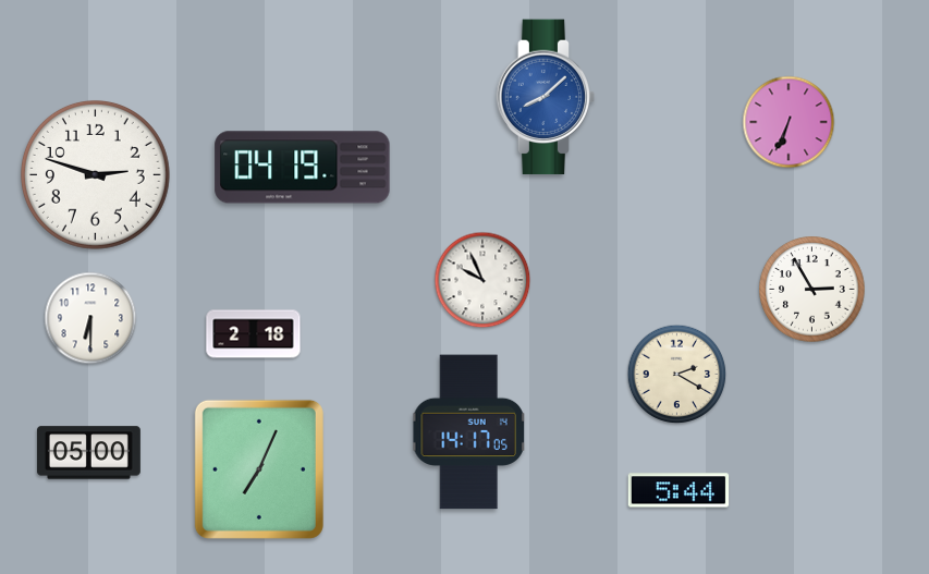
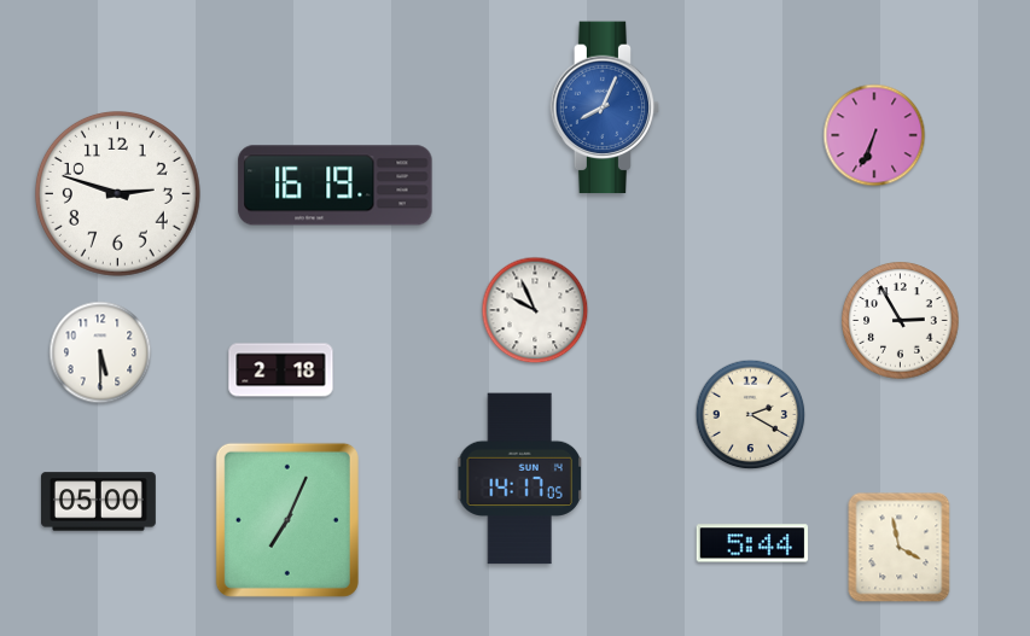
clock at (546, 97): 8:08 -> 8:04
clock at (303, 168): 04:19 -> 16:19
clock at (95, 174) position: (95, 174) -> (117, 193)
clock at (90, 318): 6:30 -> 5:30
clock at (900, 548): none -> 3:58
